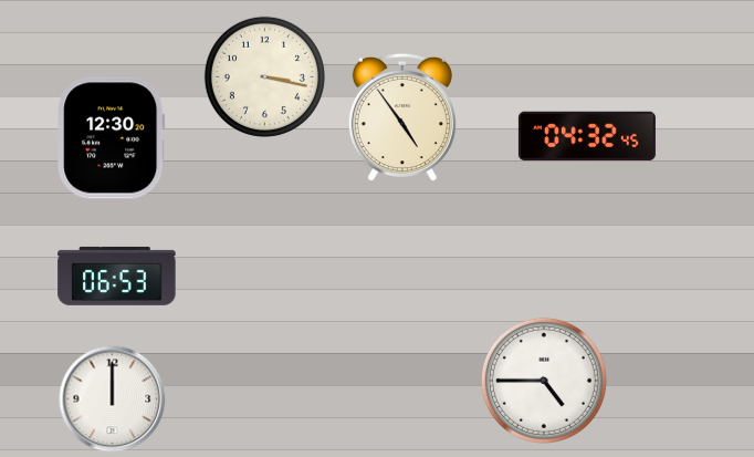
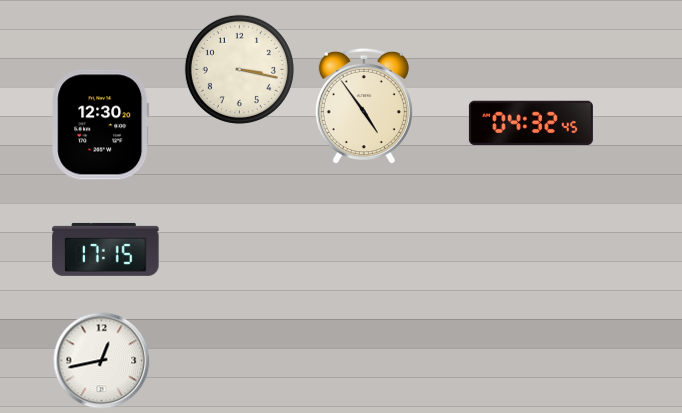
clock at (117, 276): 06:53 -> 17:15
clock at (544, 381): 4:45 -> none
clock at (113, 399): 12:00 -> 12:43
